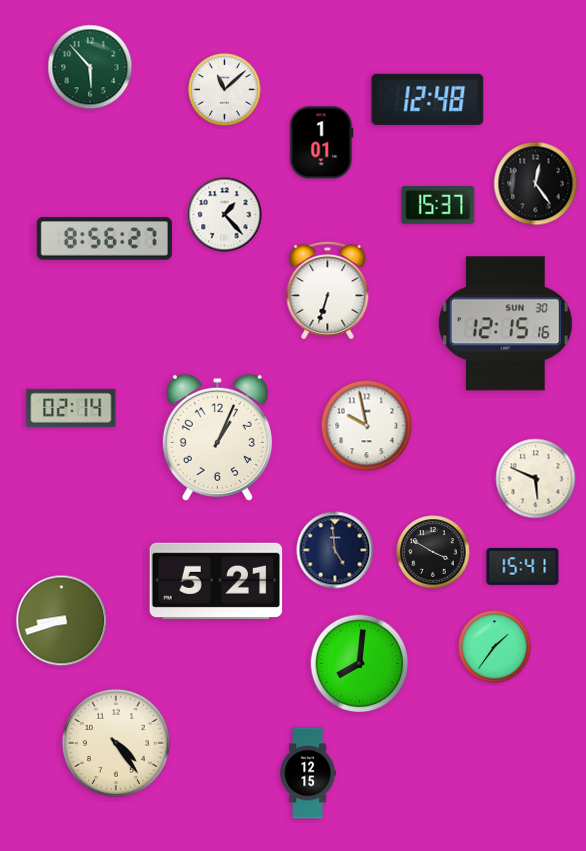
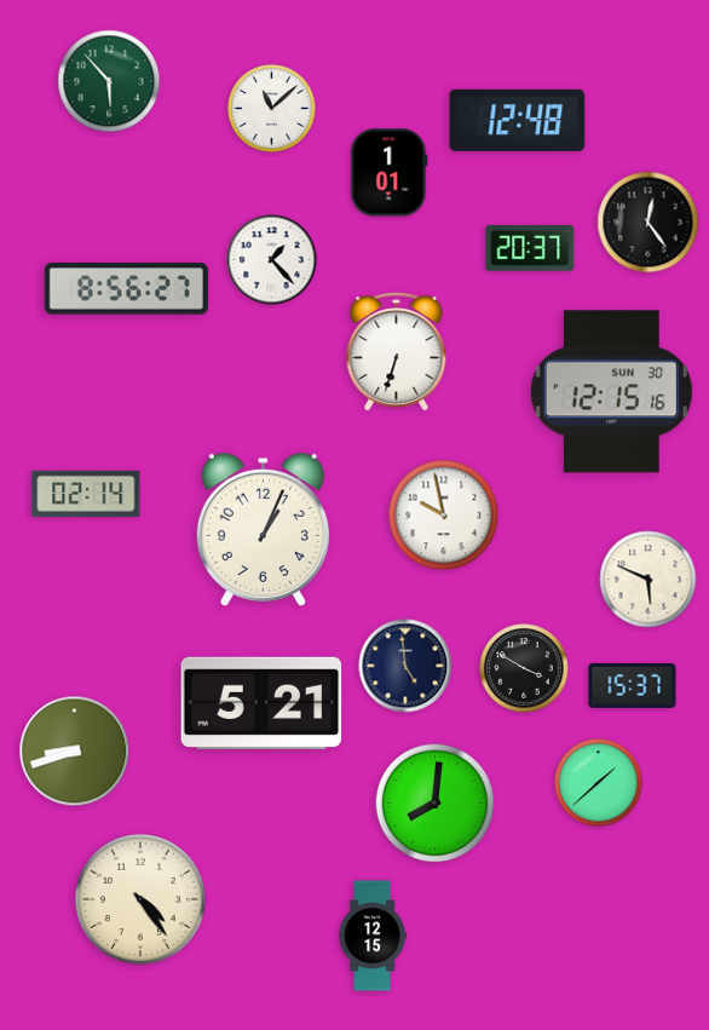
clock at (438, 206): 15:37 -> 20:37
clock at (523, 566): 15:41 -> 15:37
clock at (495, 647): 1:36 -> 1:38
